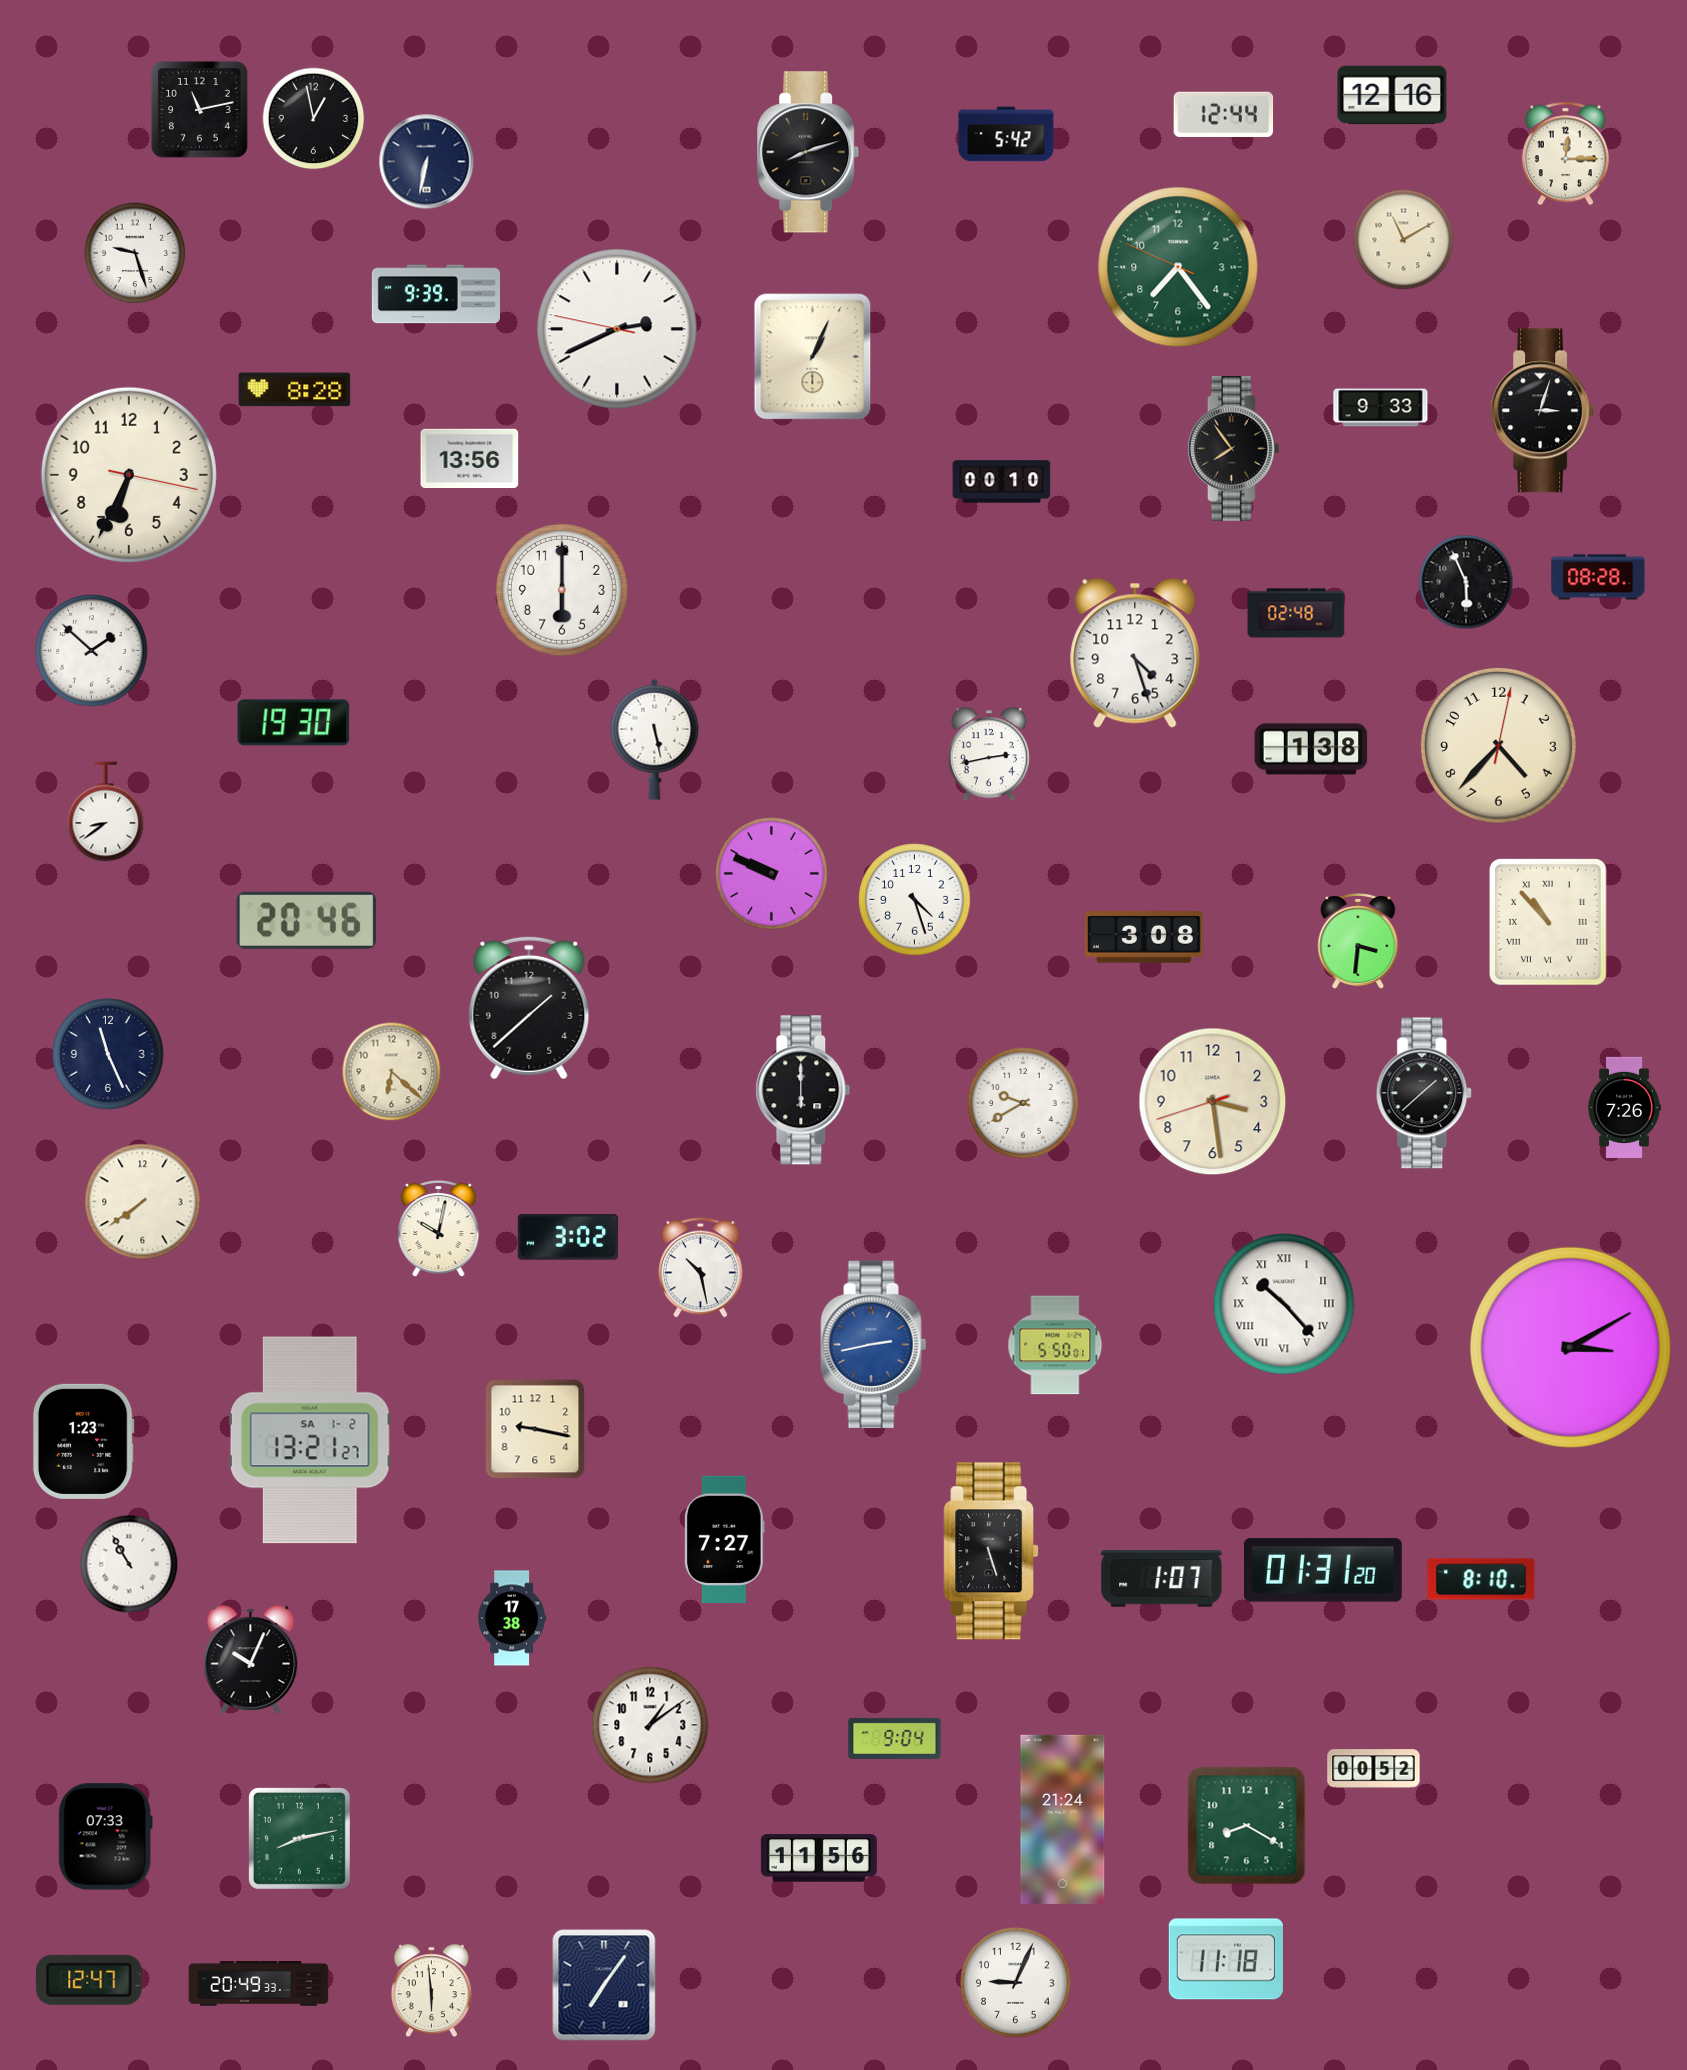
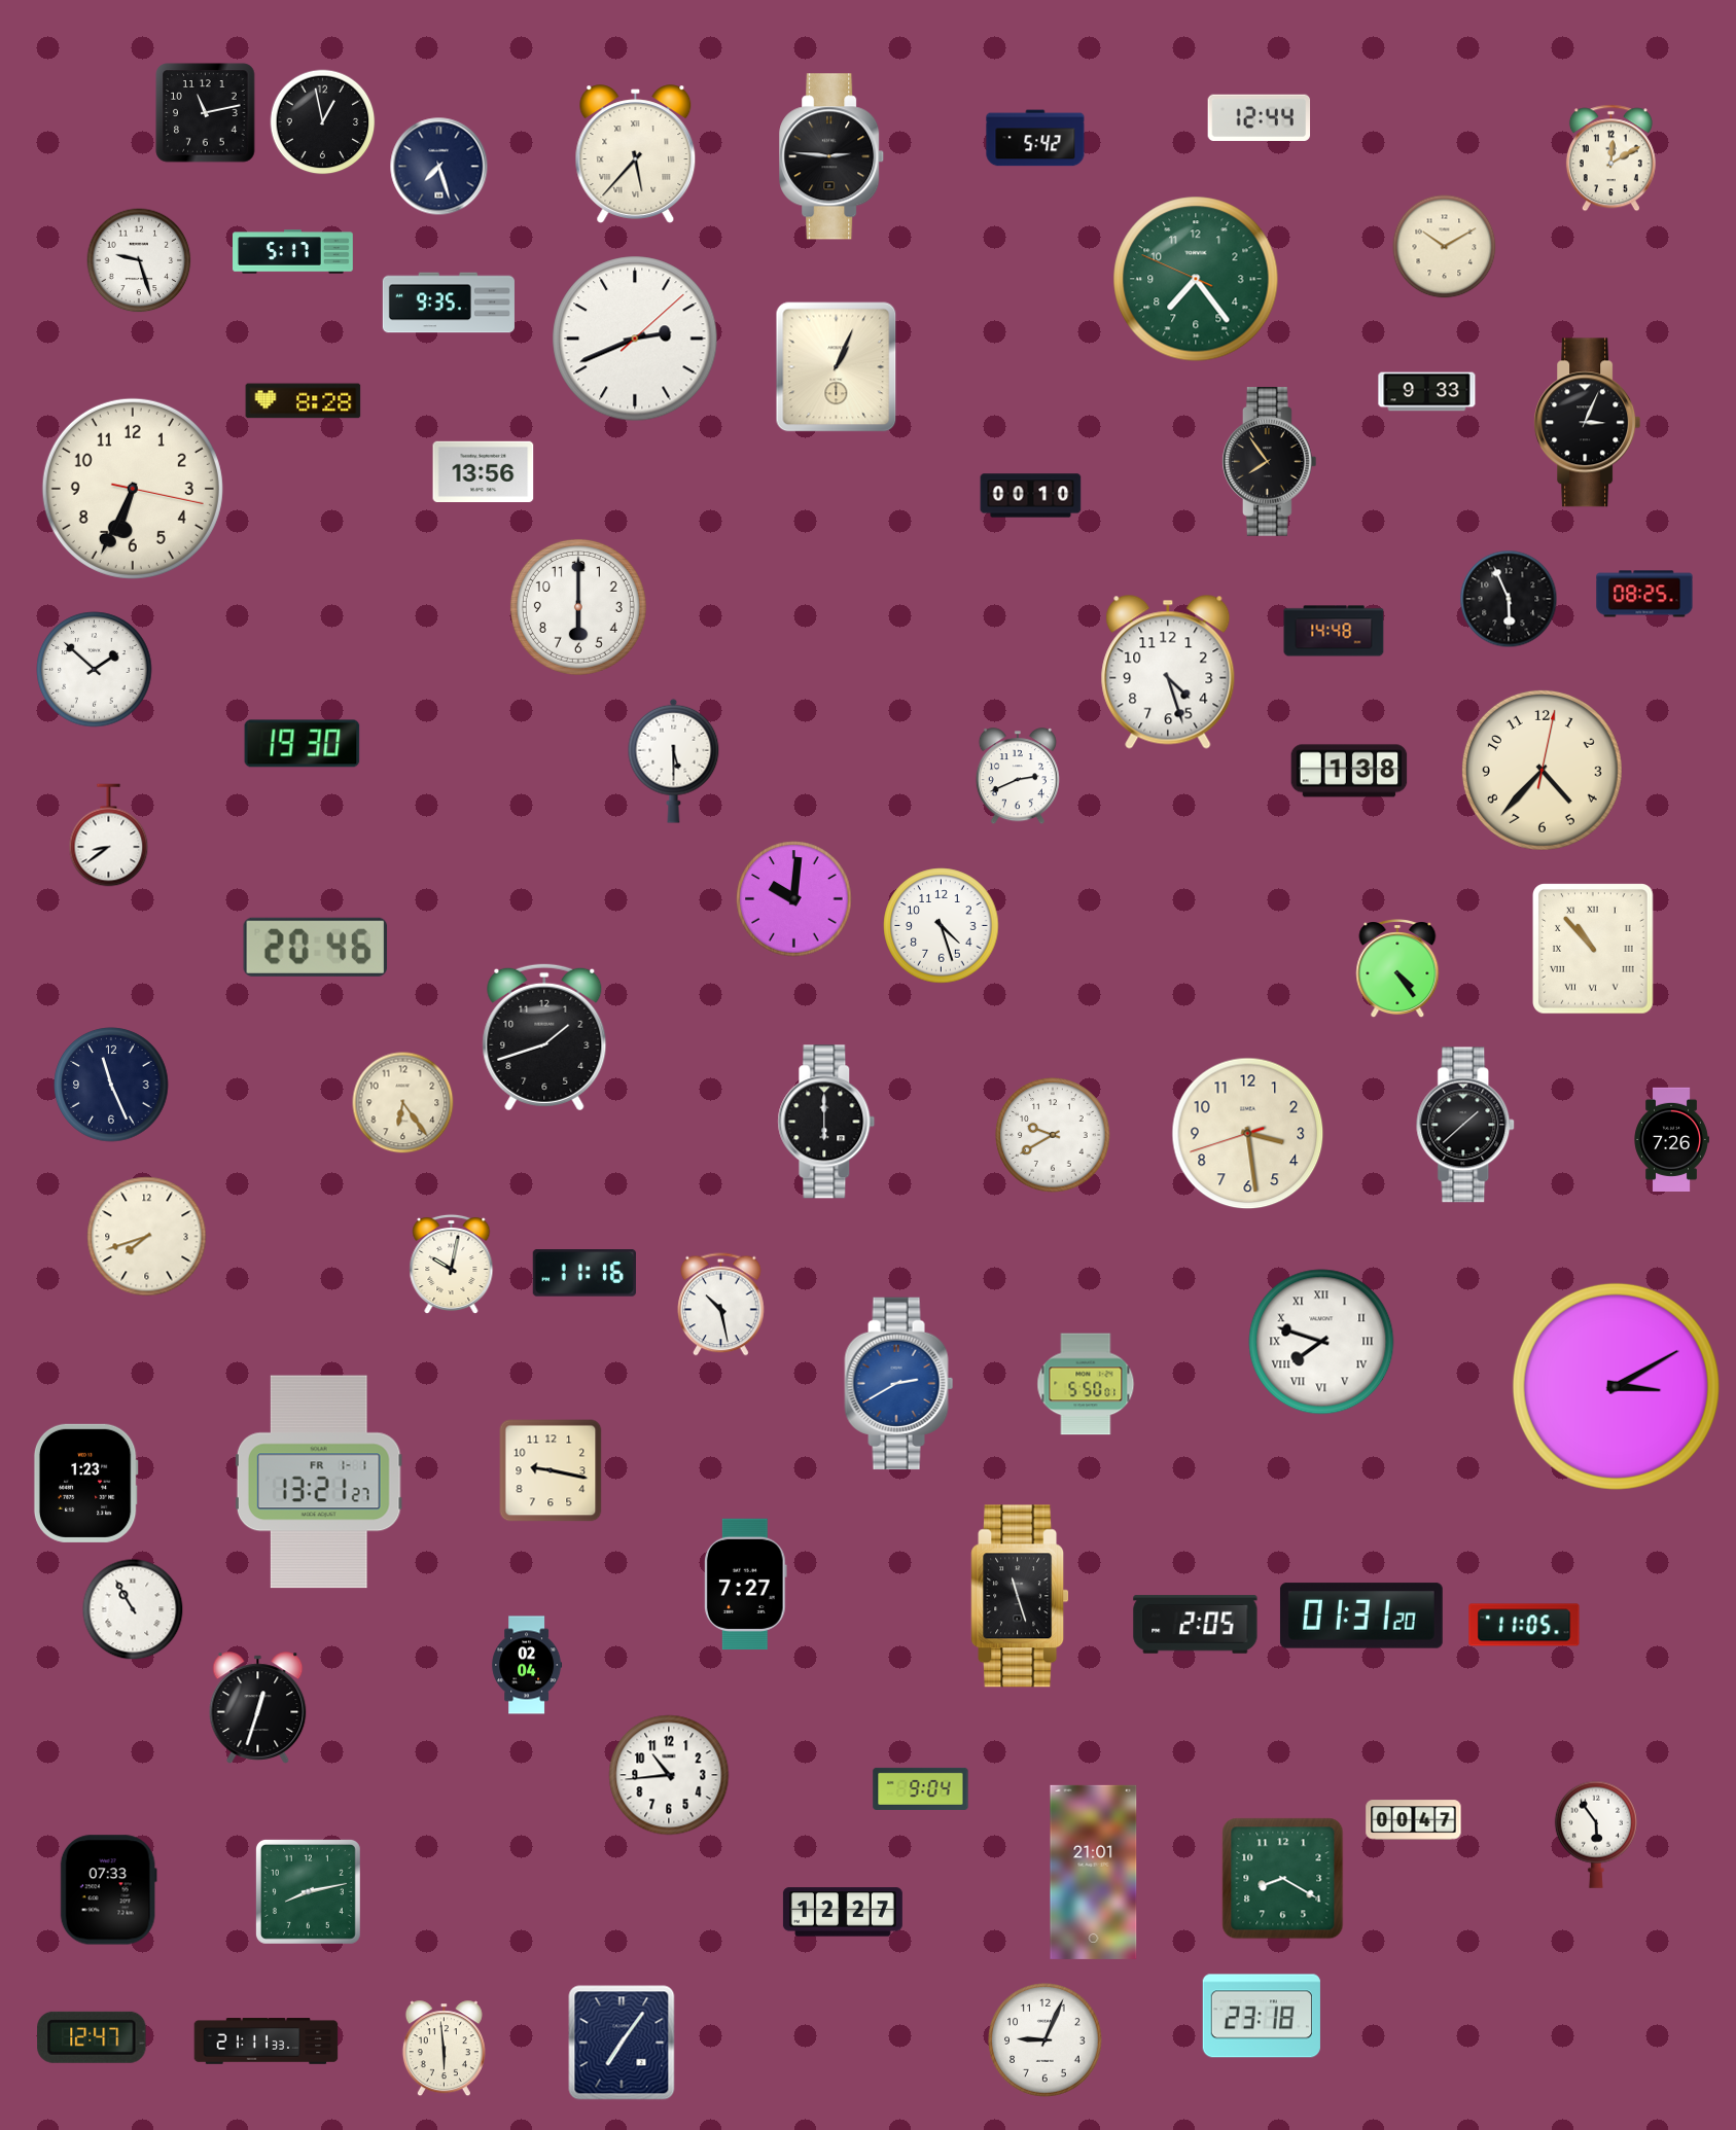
clock at (1392, 95): 12:16 -> none
clock at (636, 154): none -> 5:37
clock at (809, 152): 8:12 -> 2:46
clock at (1565, 154): 12:15 -> 12:10
clock at (427, 162): 6:32 -> 7:27
clock at (1404, 240): 11:10 -> 10:10
clock at (293, 252): none -> 5:17
clock at (1178, 267) position: (1178, 267) -> (1196, 279)
clock at (436, 294): 9:39 -> 9:35
clock at (617, 329): 2:40 -> 2:41
clock at (1381, 408) position: (1381, 408) -> (1427, 392)
clock at (1543, 411): 3:03 -> 3:04
clock at (1598, 577): 08:28 -> 08:25
clock at (1296, 613): 02:48 -> 14:48
clock at (655, 739): 5:28 -> 5:30
clock at (1498, 745) position: (1498, 745) -> (1542, 770)
clock at (989, 755): 2:43 -> 2:41
clock at (772, 874): 9:49 -> 10:01
clock at (1144, 937): 3:08 -> none
clock at (1358, 942): 3:31 -> 4:24
clock at (529, 1008): 1:38 -> 1:42
clock at (392, 1072): 6:22 -> 6:24
clock at (143, 1202): 7:39 -> 7:42
clock at (567, 1237): 3:02 -> 11:16
clock at (1284, 1304): 10:23 -> 7:48
clock at (874, 1345): 2:43 -> 2:40
clock at (310, 1440) date: SA 1-2 -> FR 1-1
clock at (991, 1551): 5:27 -> 11:27
clock at (1162, 1579): 1:07 -> 2:05
clock at (1481, 1579): 8:10 -> 11:05
clock at (512, 1618): 17:38 -> 02:04
clock at (251, 1660): 10:04 -> 12:33
clock at (650, 1725): 1:09 -> 10:44
clock at (1374, 1769): 00:52 -> 00:47
clock at (1596, 1835): none -> 5:54
clock at (1063, 1819): 21:24 -> 21:01
clock at (819, 1858): 11:56 -> 12:27
clock at (1226, 1959): 11:18 -> 23:18
clock at (259, 1984): 20:49 -> 21:11
